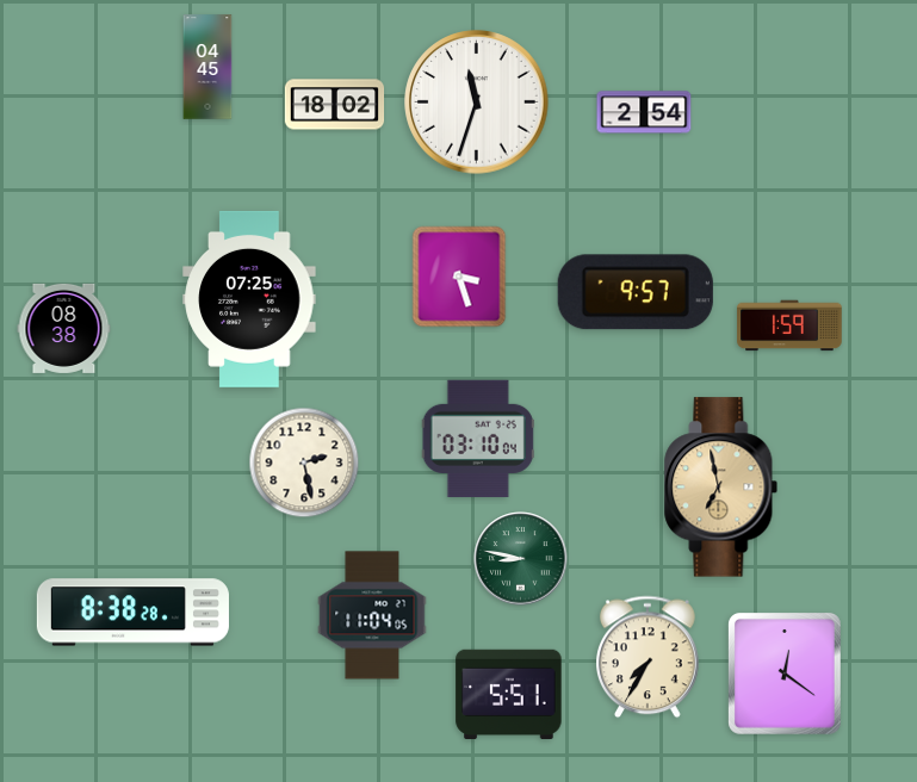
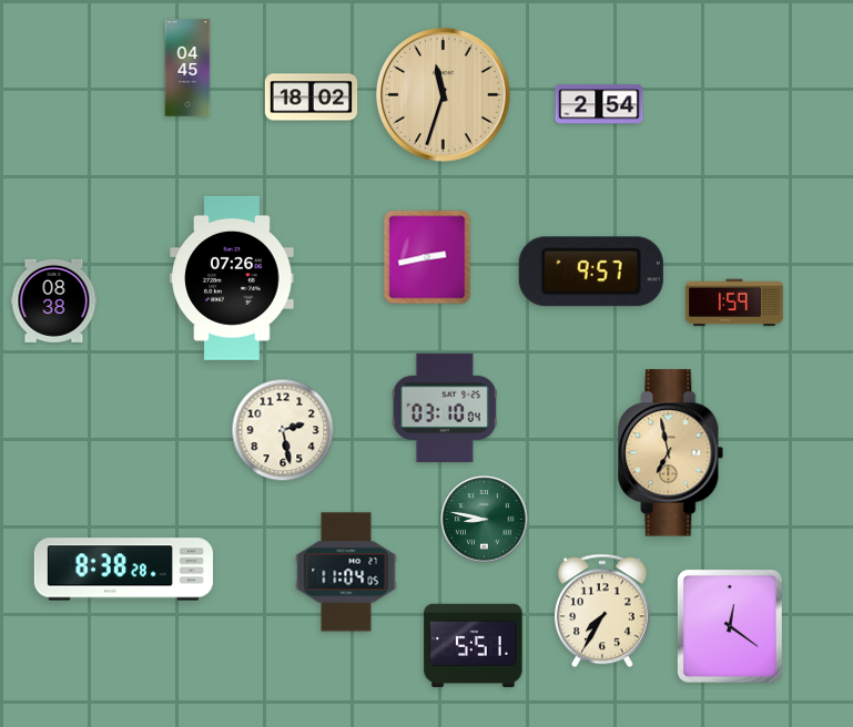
clock at (207, 67) position: (207, 67) -> (187, 68)
clock at (477, 103) dial: white -> champagne
clock at (459, 277): 3:27 -> 2:43
clock at (249, 299): 07:25 -> 07:26
clock at (64, 328) position: (64, 328) -> (54, 300)
